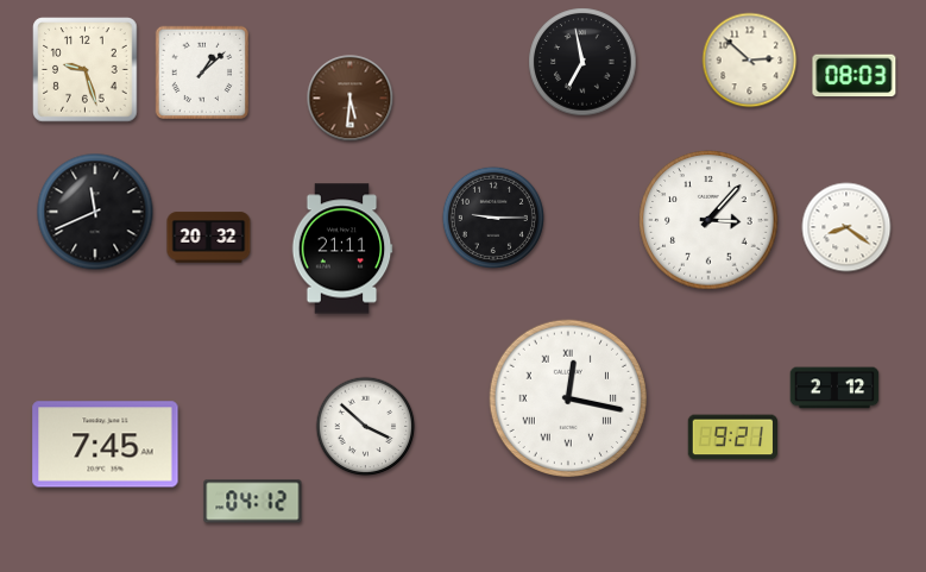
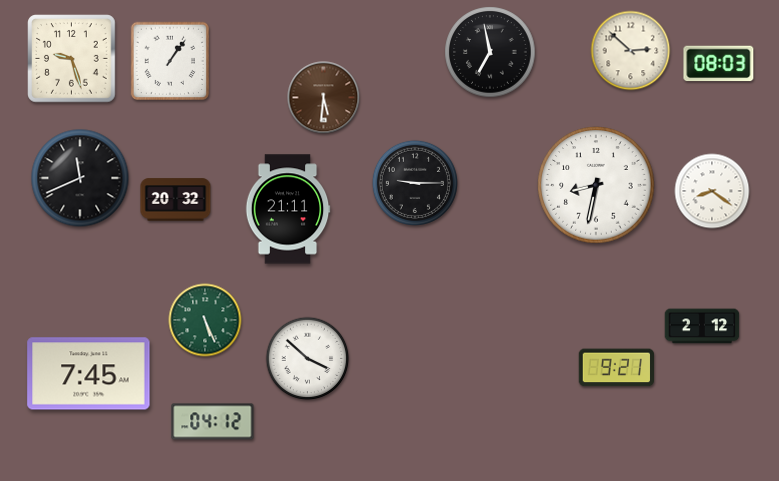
clock at (202, 73): 1:08 -> 1:06
clock at (351, 99) position: (351, 99) -> (324, 98)
clock at (708, 220): 3:07 -> 8:32
clock at (205, 320): none -> 5:26
clock at (567, 397): 12:17 -> none
